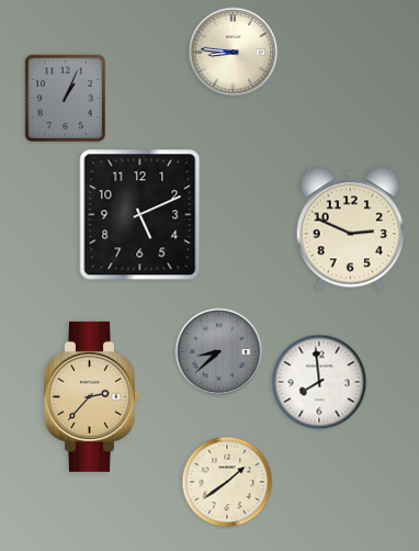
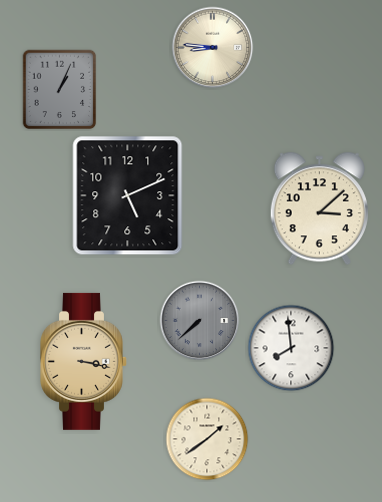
clock at (350, 229): 2:49 -> 3:08
clock at (219, 352): 8:38 -> 7:38
clock at (92, 396): 2:37 -> 3:17
